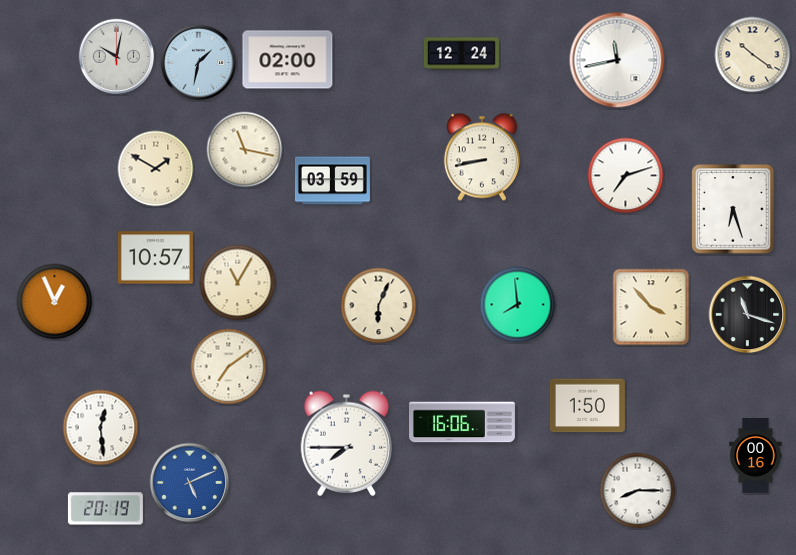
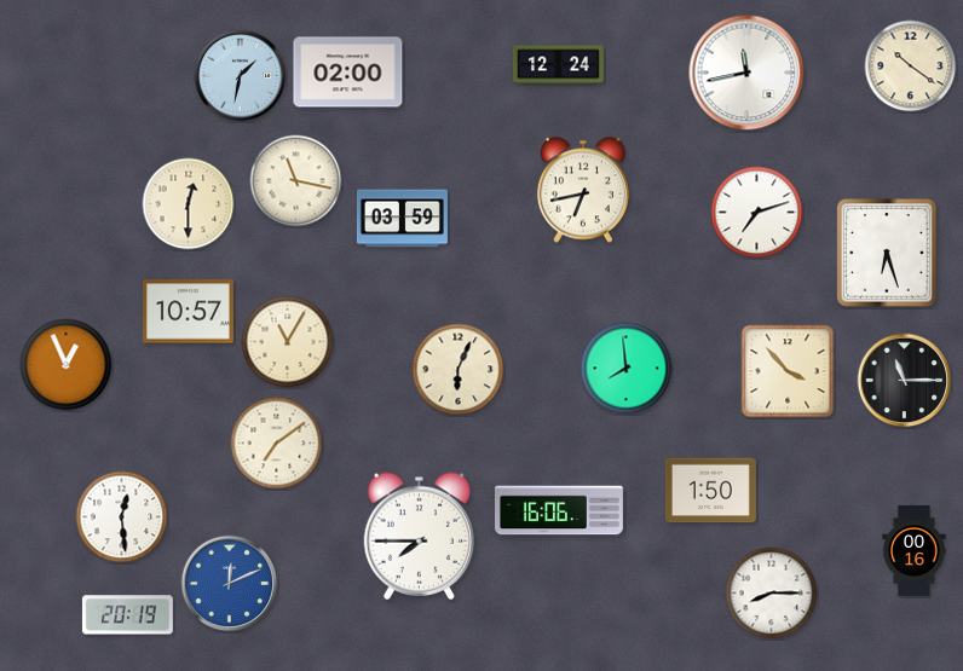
clock at (117, 57): 10:02 -> none
clock at (482, 157): 8:43 -> 6:43
clock at (156, 169): 1:50 -> 12:30
clock at (748, 315): 11:18 -> 11:15
clock at (190, 483): 5:11 -> 12:11
